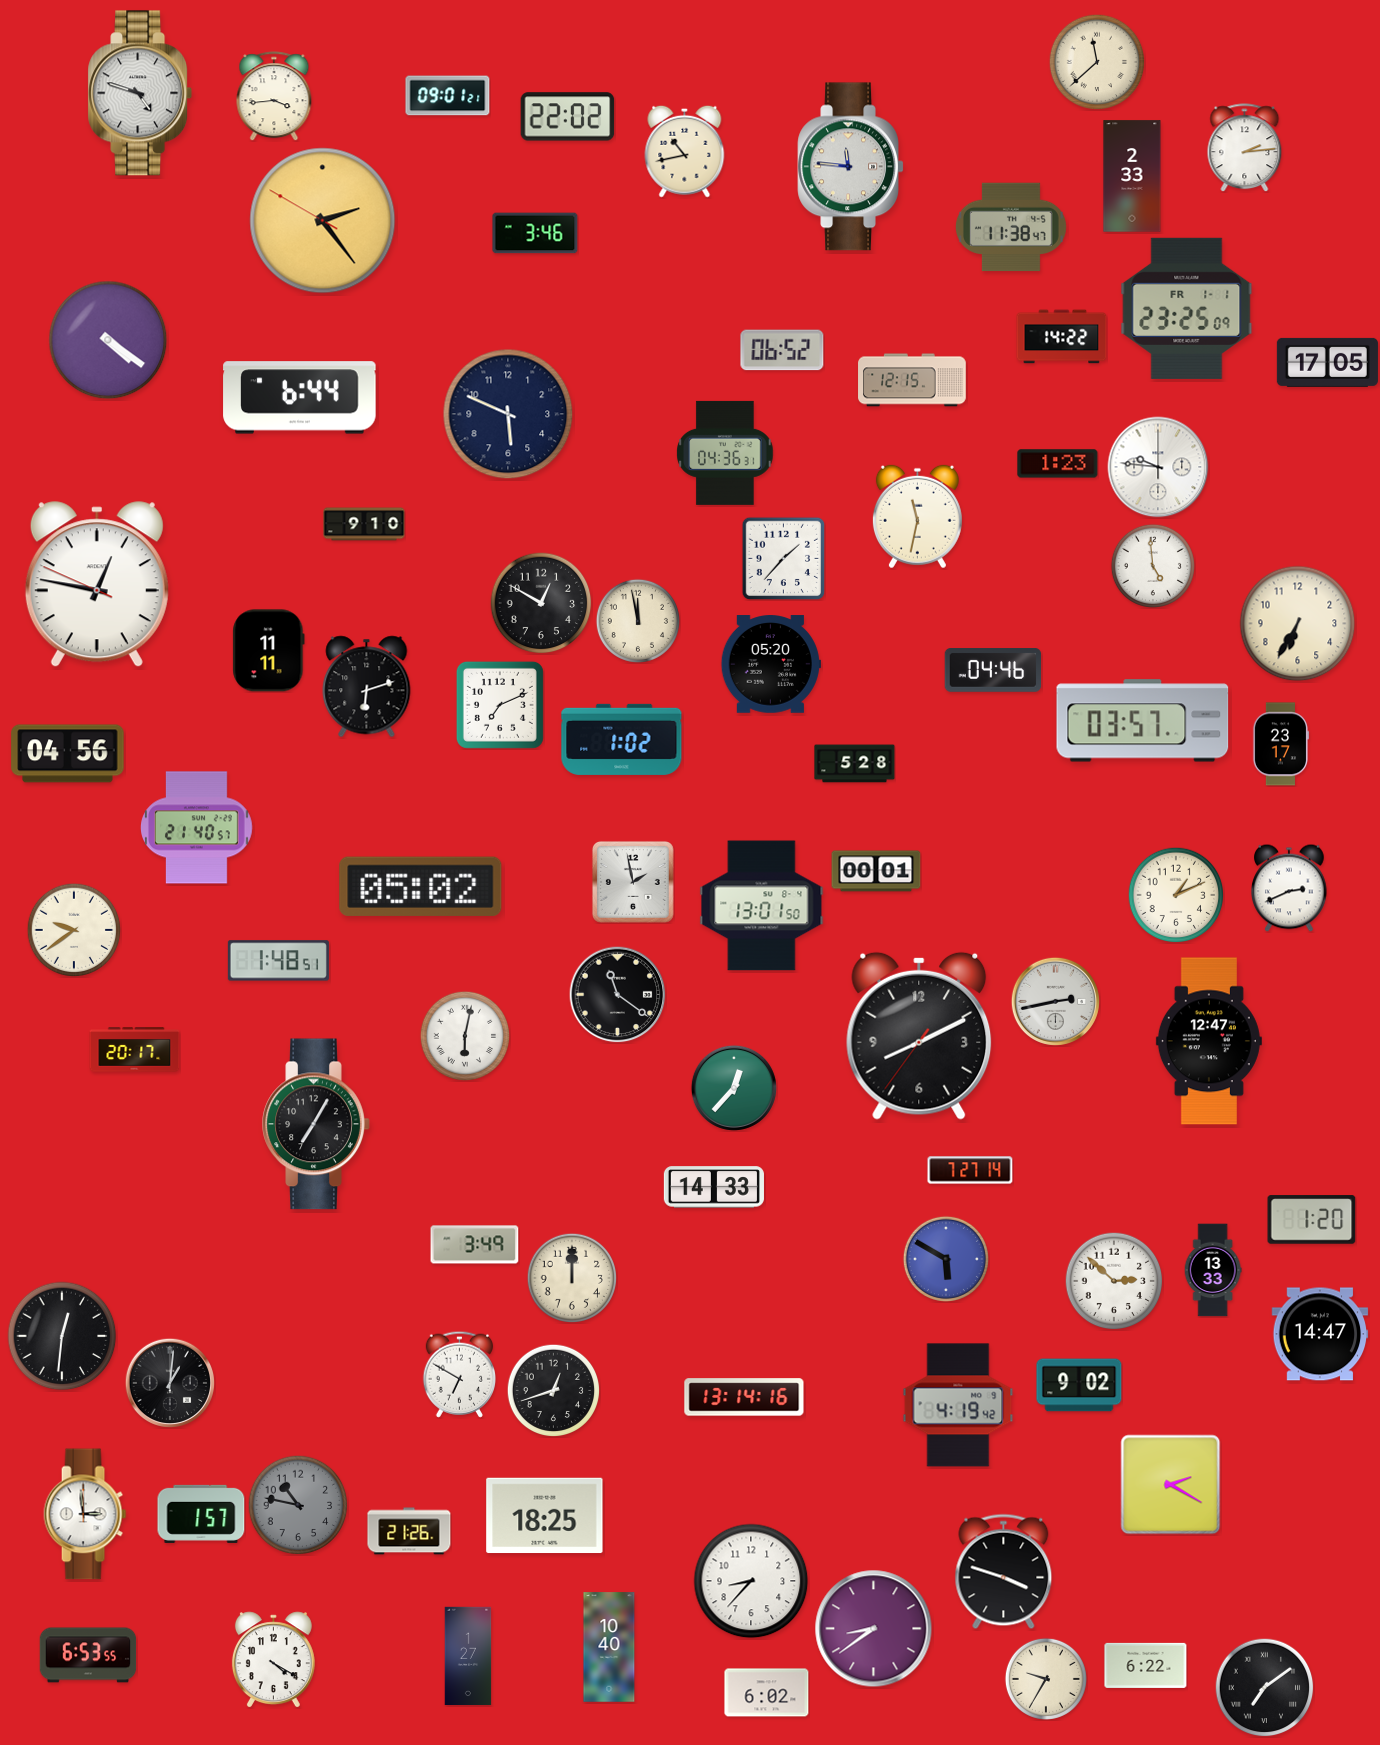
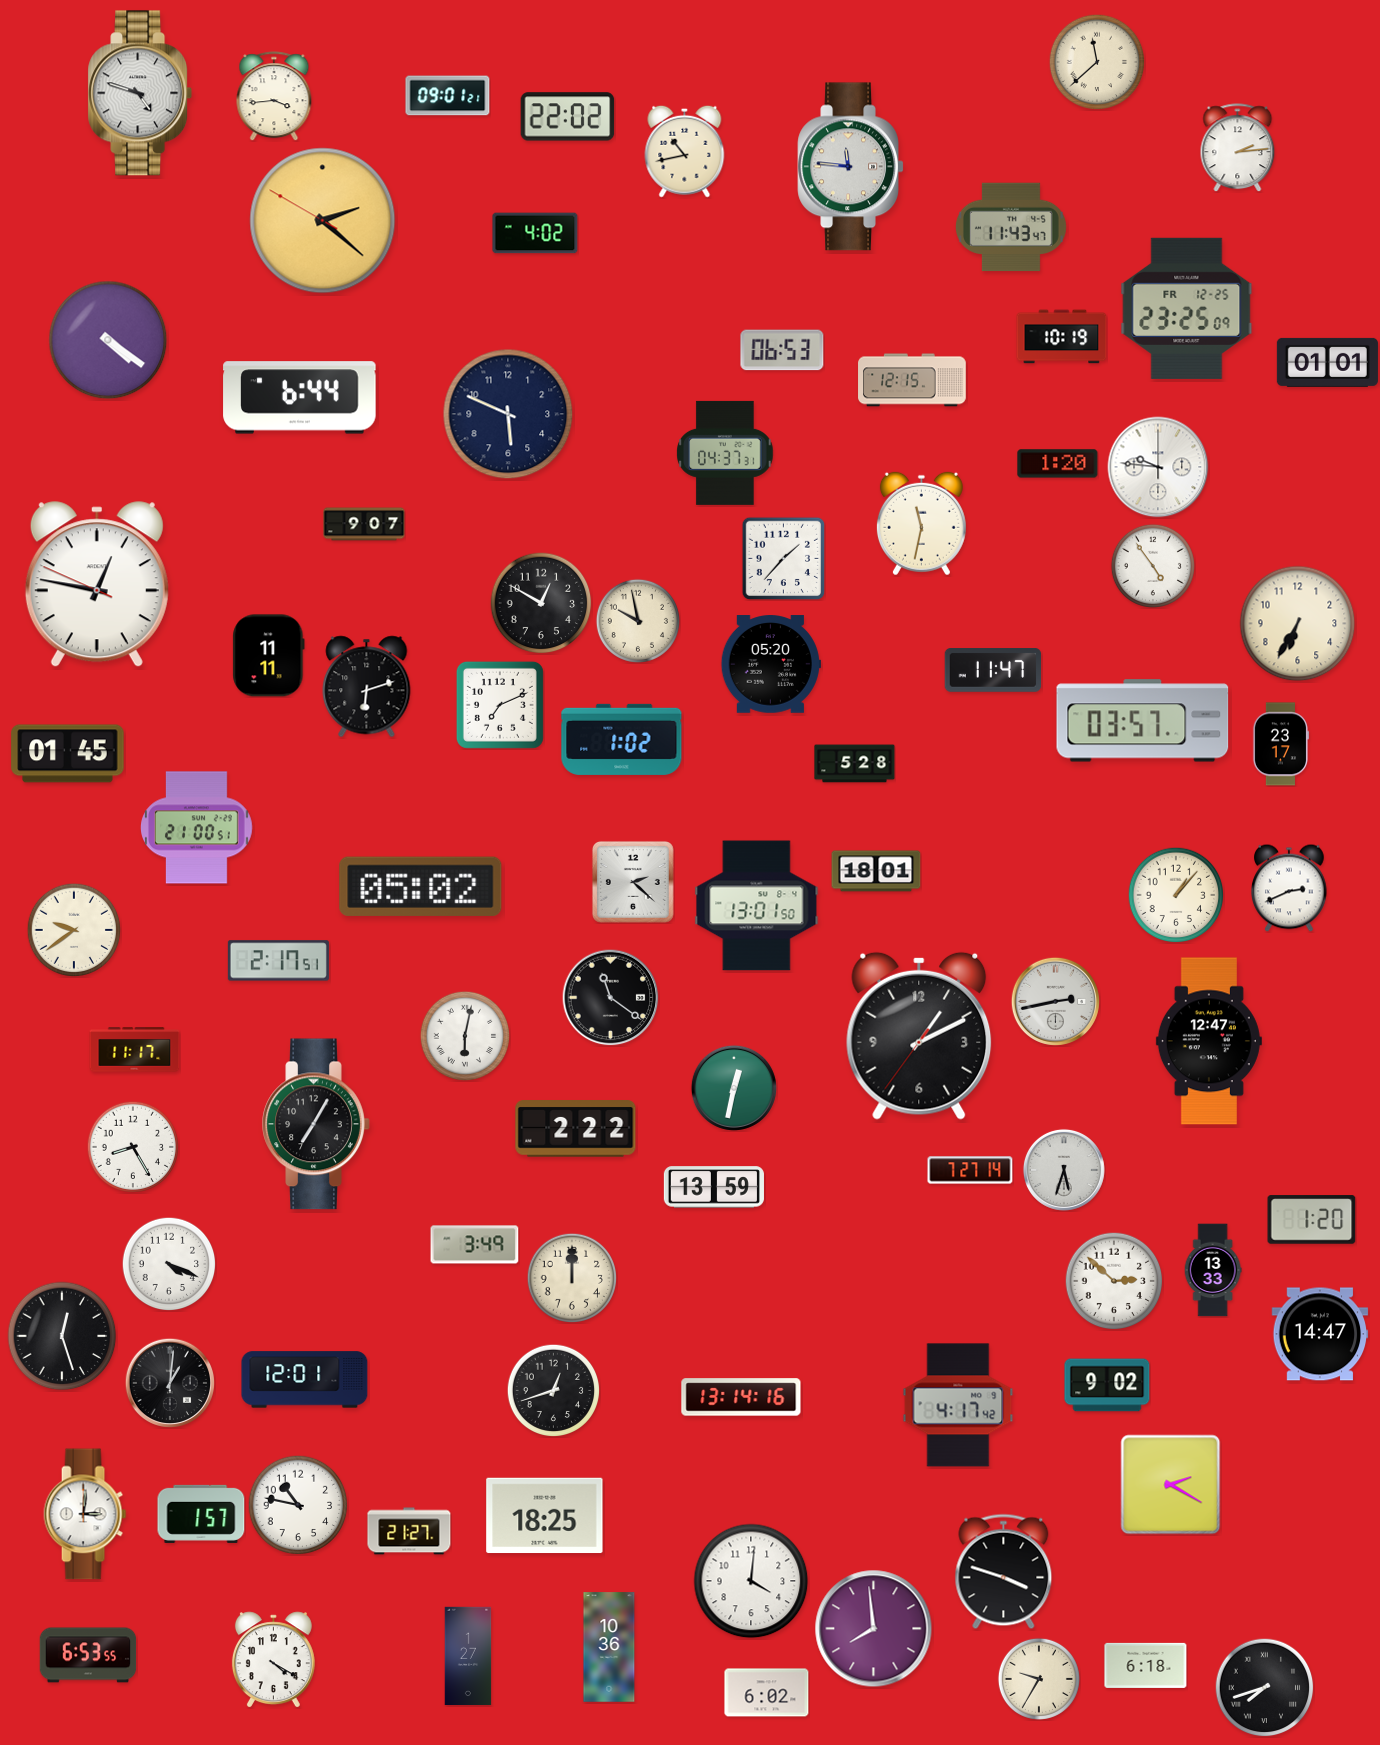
clock at (1245, 148) position: (1245, 148) -> (1238, 148)
clock at (1132, 176): 2:33 -> none
clock at (323, 221): 2:23 -> 2:21
clock at (1011, 227): 11:38 -> 11:43
clock at (535, 233): 3:46 -> 4:02
clock at (1187, 308) date: FR 1-1 -> FR 12-25
clock at (1062, 337): 14:22 -> 10:19
clock at (782, 350): 06:52 -> 06:53
clock at (1327, 362): 17:05 -> 01:01
clock at (725, 453): 04:36 -> 04:37
clock at (1058, 464): 1:23 -> 1:20
clock at (917, 517) position: (917, 517) -> (921, 524)
clock at (364, 524): 9:10 -> 9:07
clock at (1153, 566): 4:59 -> 4:54
clock at (638, 621): 11:58 -> 9:58
clock at (269, 651) position: (269, 651) -> (269, 656)
clock at (993, 671): 04:46 -> 11:47
clock at (68, 754): 04:56 -> 01:45
clock at (197, 828): 21:40 -> 21:00
clock at (876, 871): 00:01 -> 18:01
clock at (633, 882): 1:58 -> 2:22
clock at (1176, 895): 1:11 -> 1:07
clock at (762, 906) position: (762, 906) -> (757, 906)
clock at (278, 961): 1:48 -> 2:17
clock at (618, 995) position: (618, 995) -> (611, 998)
clock at (919, 1036): 8:10 -> 1:10
clock at (135, 1050): 20:17 -> 11:17
clock at (734, 1088): 12:37 -> 12:32
clock at (576, 1129): none -> 2:22
clock at (133, 1147): none -> 8:25
clock at (1064, 1170): none -> 5:33
clock at (714, 1187): 14:33 -> 13:59
clock at (945, 1258): 5:50 -> none
clock at (169, 1264): none -> 4:19
clock at (62, 1336): 12:31 -> 12:27
clock at (459, 1374): 6:50 -> none
clock at (305, 1380): none -> 12:01
clock at (1079, 1385) position: (1079, 1385) -> (1107, 1385)
clock at (744, 1397) position: (744, 1397) -> (741, 1397)
clock at (958, 1405): 4:19 -> 4:17
clock at (298, 1505) dial: grey -> white
clock at (85, 1514): 2:59 -> 3:01
clock at (409, 1531): 21:26 -> 21:27
clock at (751, 1581): 8:37 -> 4:01
clock at (874, 1629): 8:39 -> 7:59
clock at (609, 1647): 10:40 -> 10:36
clock at (1146, 1665): 6:22 -> 6:18
clock at (1046, 1679) position: (1046, 1679) -> (1039, 1679)
clock at (1265, 1688): 7:09 -> 7:42
